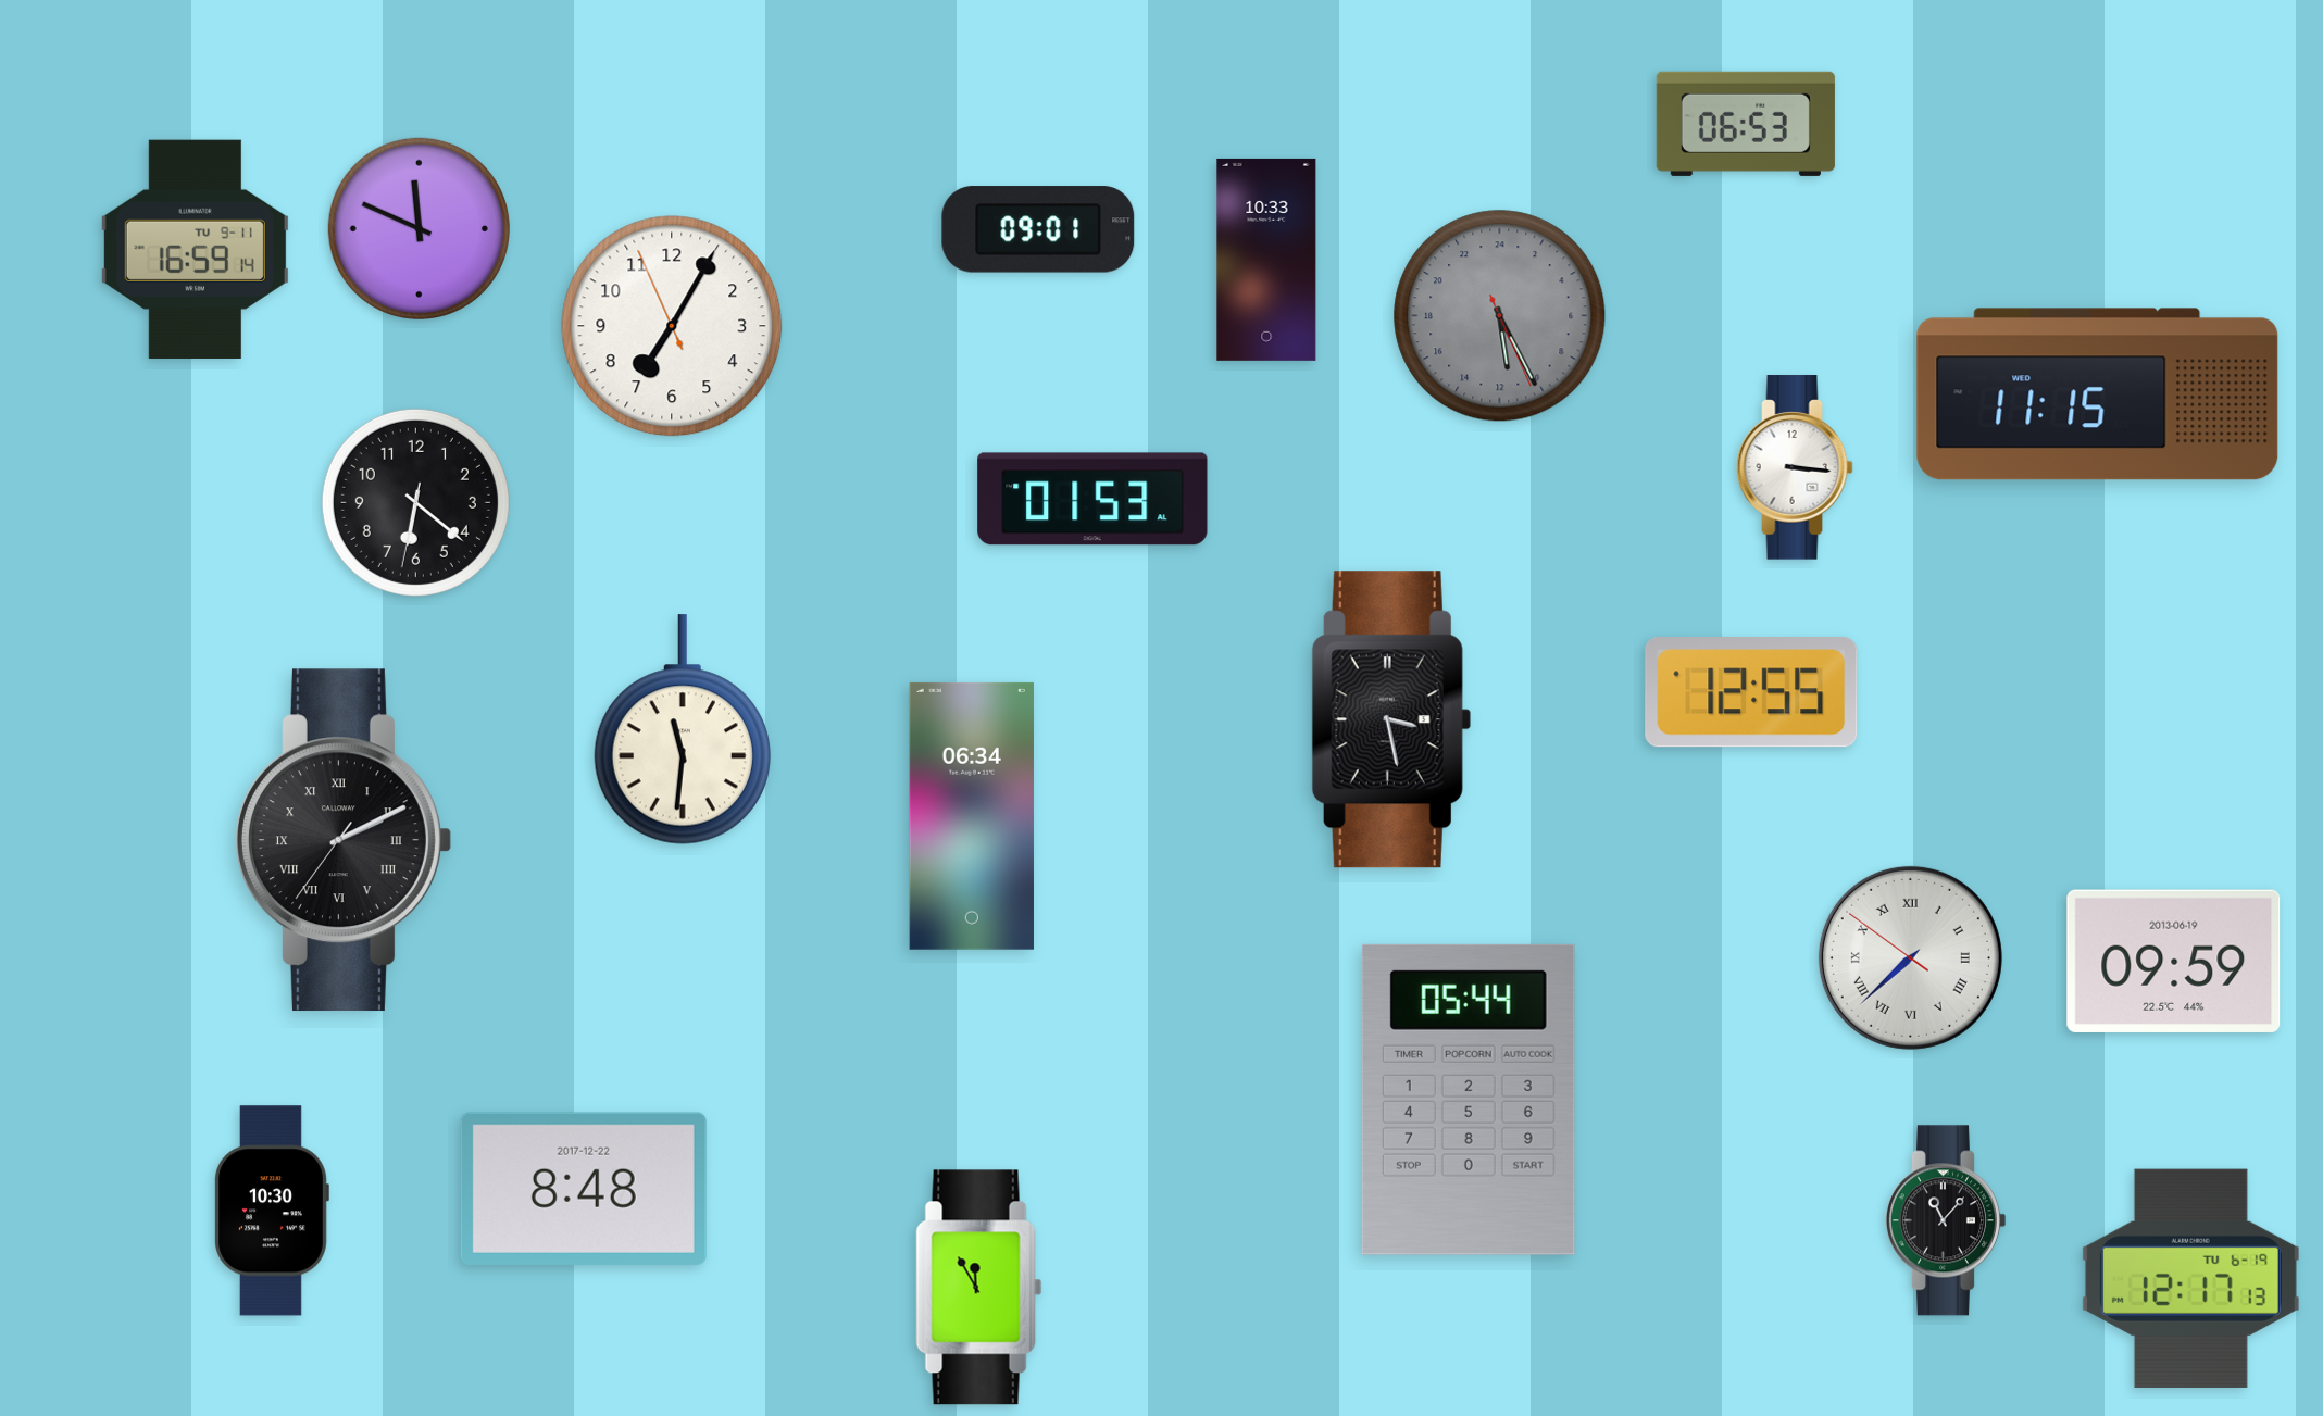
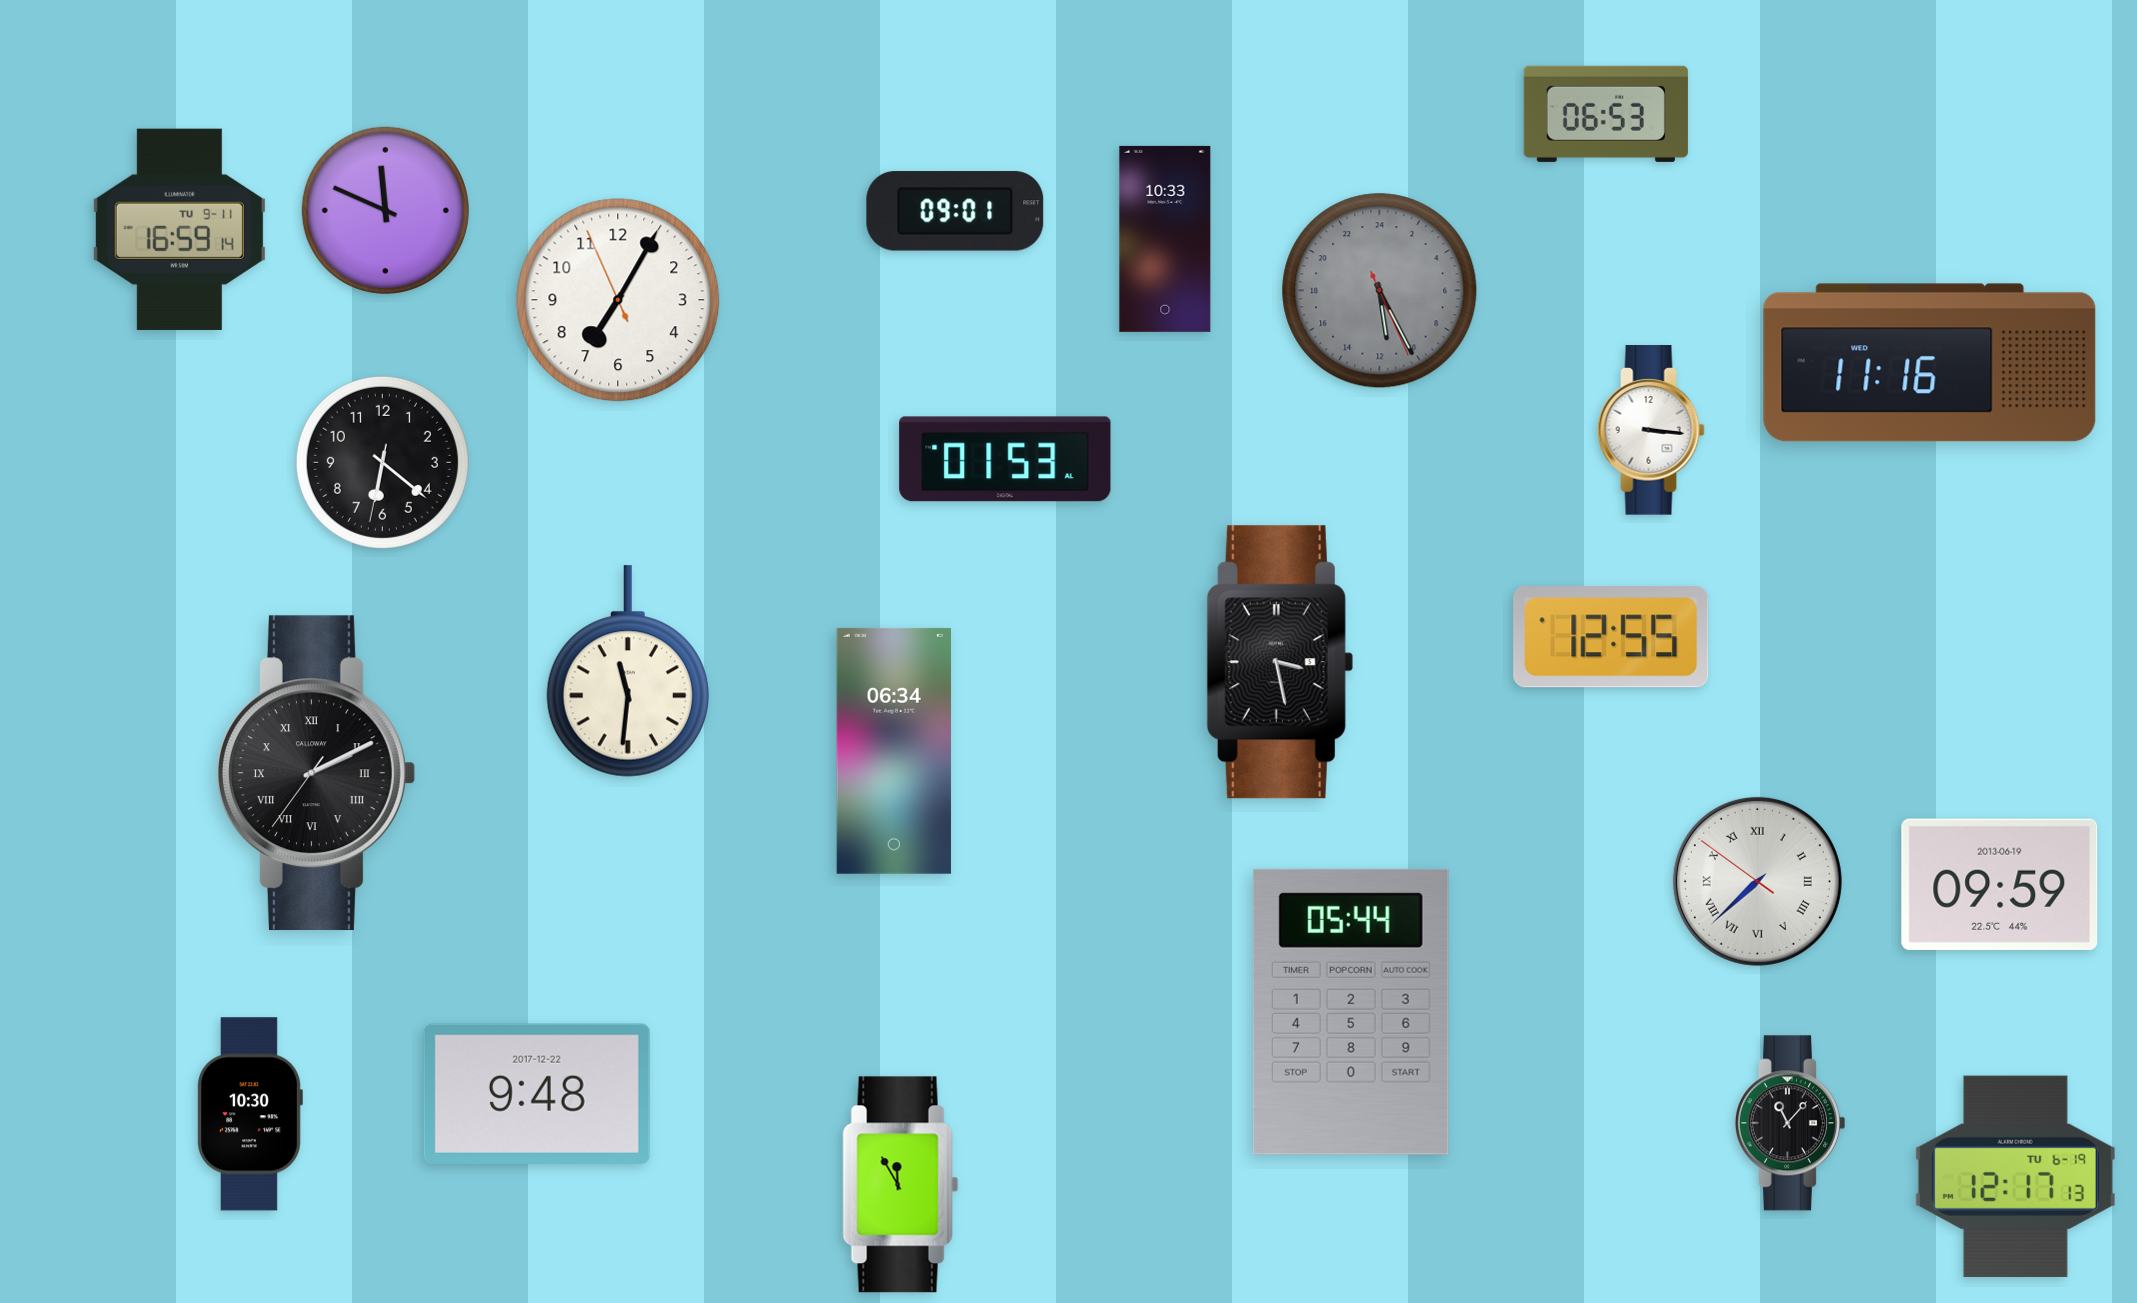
clock at (2098, 394): 11:15 -> 11:16
clock at (584, 1189): 8:48 -> 9:48
